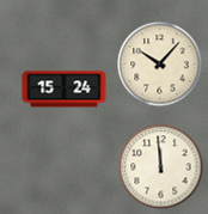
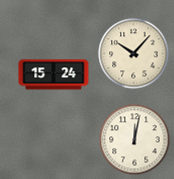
clock at (161, 167): 11:59 -> 12:02
